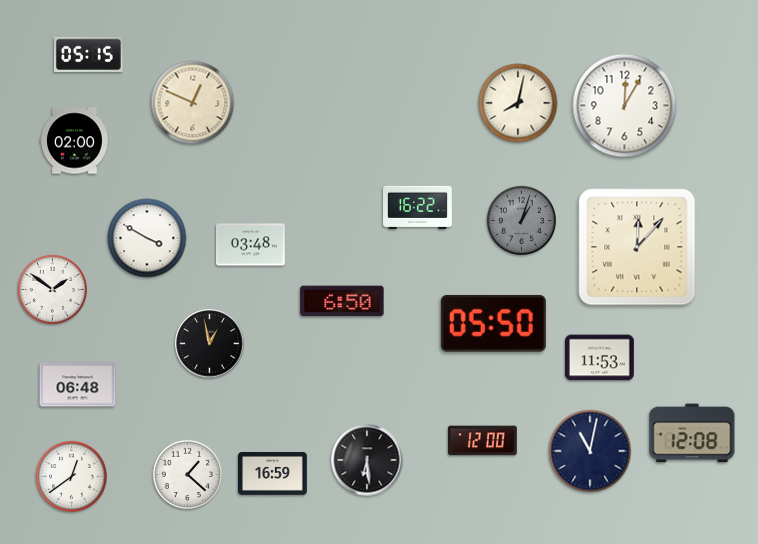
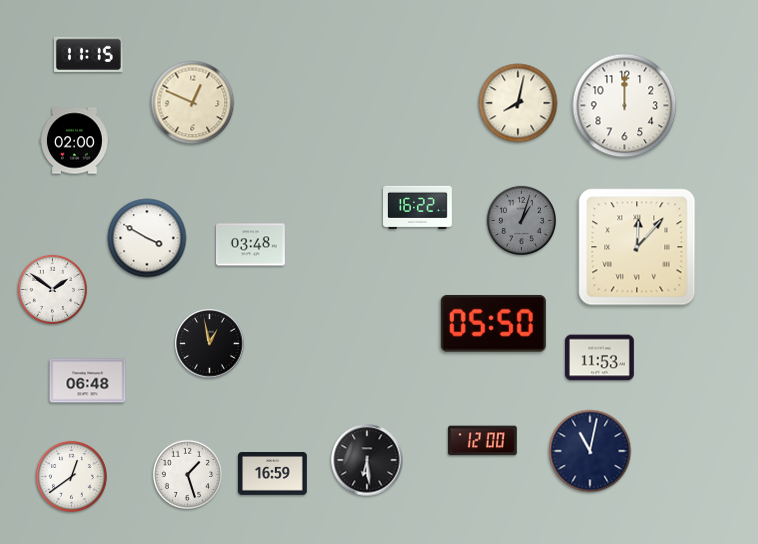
clock at (88, 54): 05:15 -> 11:15
clock at (625, 106): 12:05 -> 12:00
clock at (342, 301): 6:50 -> none
clock at (78, 385) position: (78, 385) -> (88, 381)
clock at (692, 433): 12:08 -> none
clock at (187, 474): 1:22 -> 1:27
